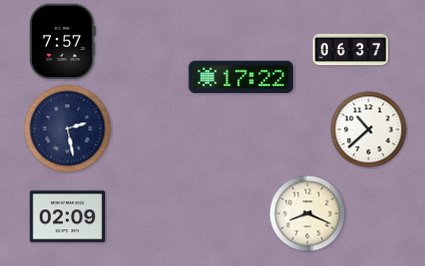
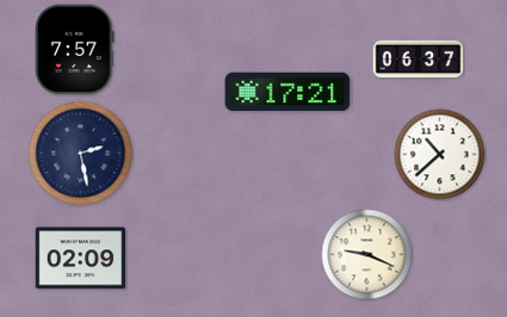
clock at (241, 77): 17:22 -> 17:21
clock at (308, 214): 8:19 -> 9:19
